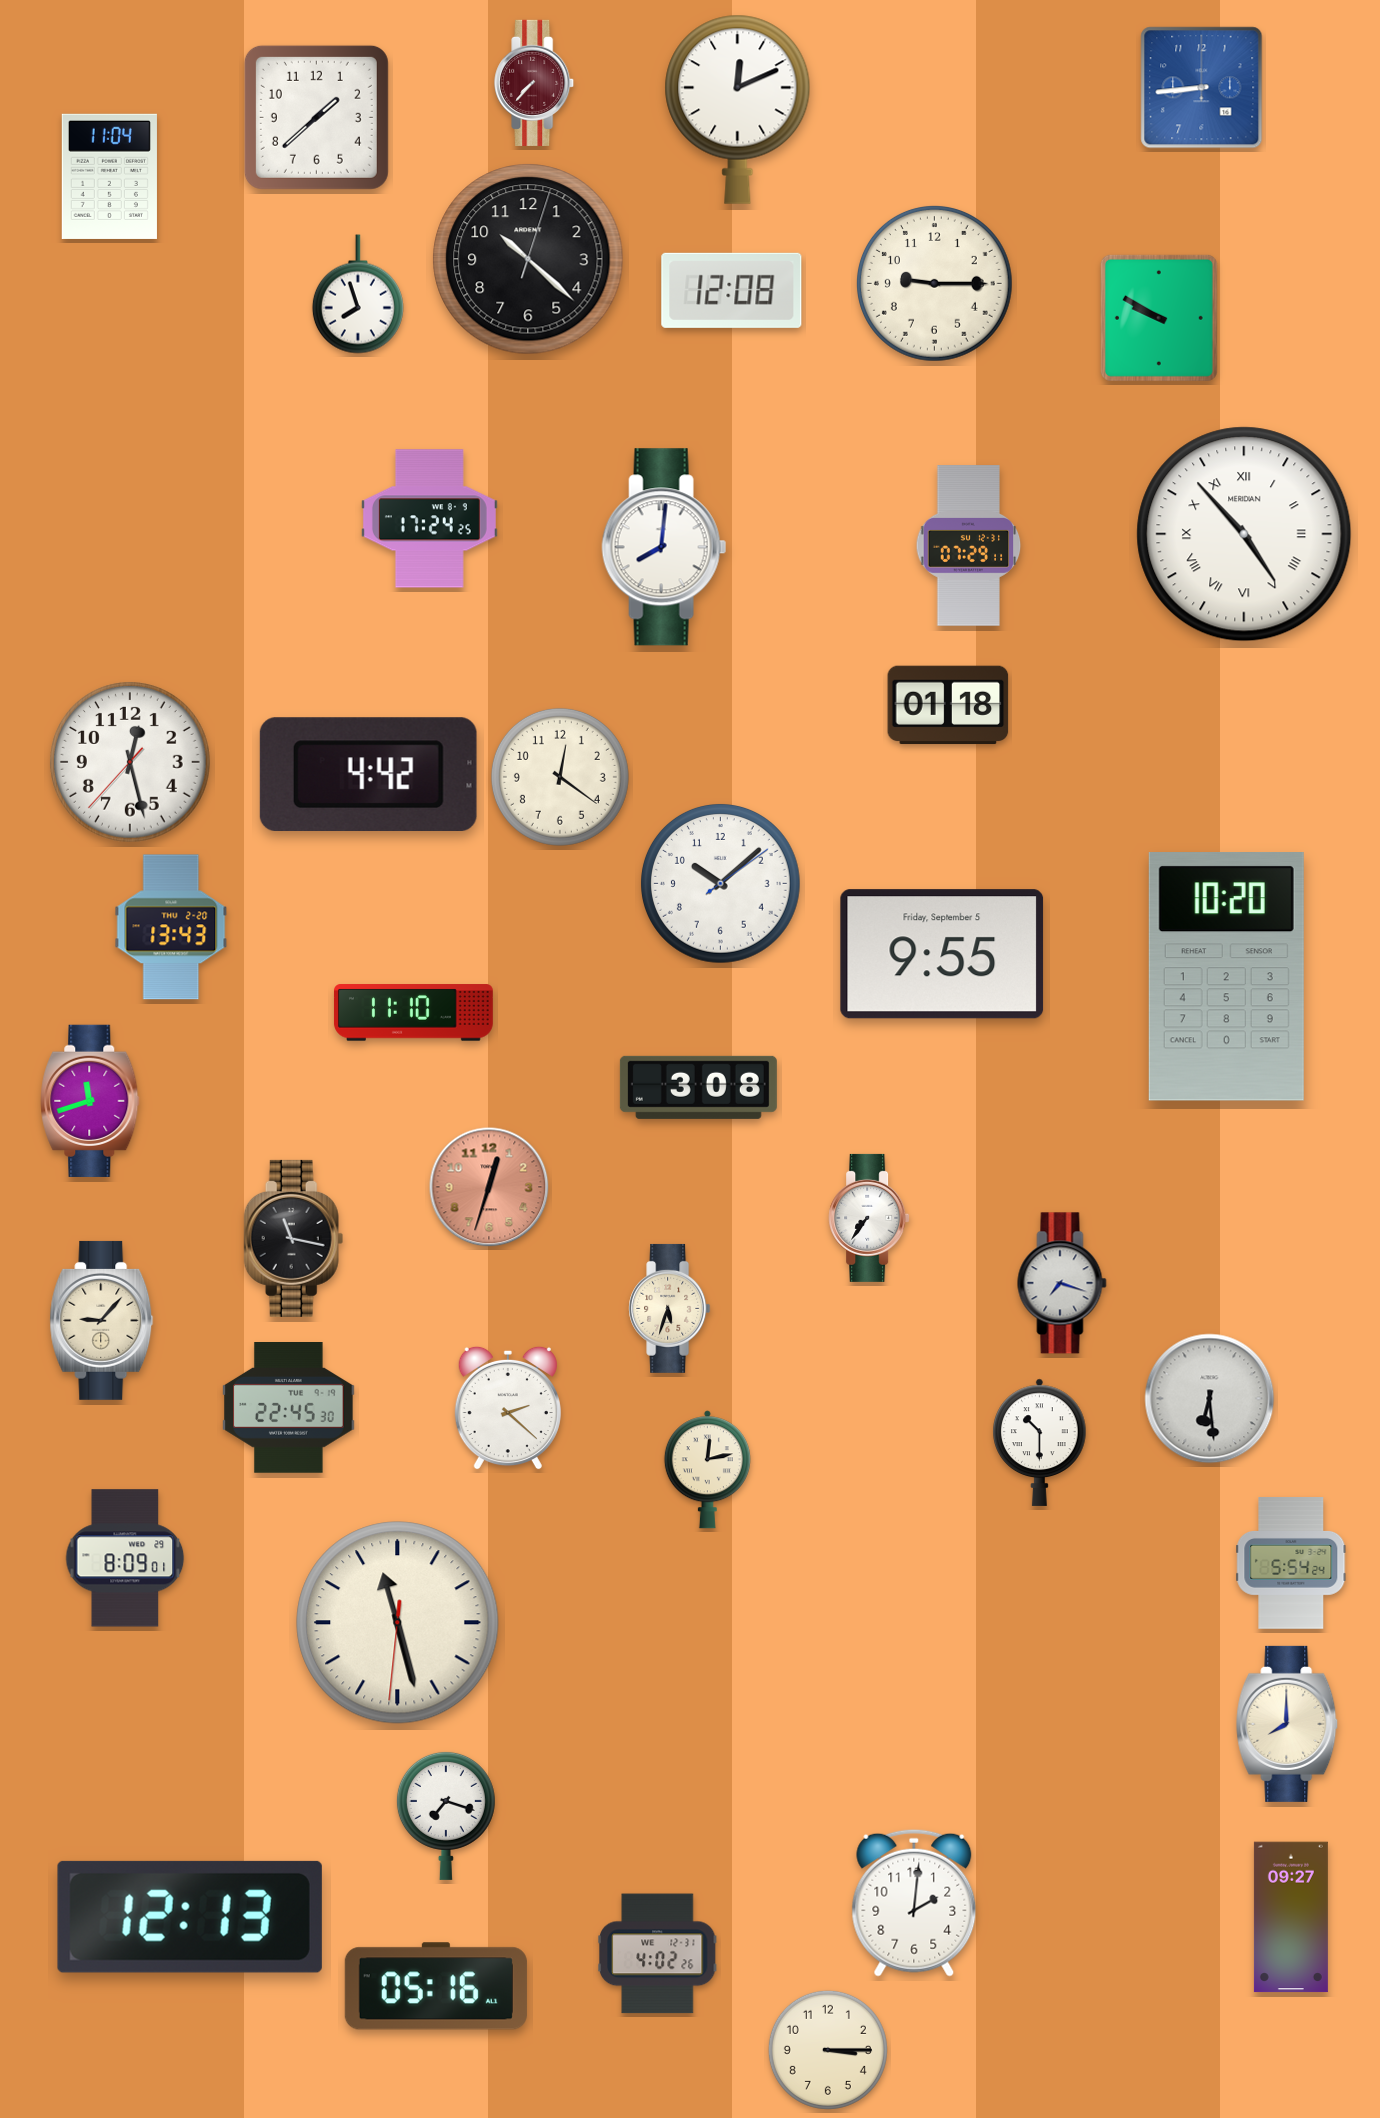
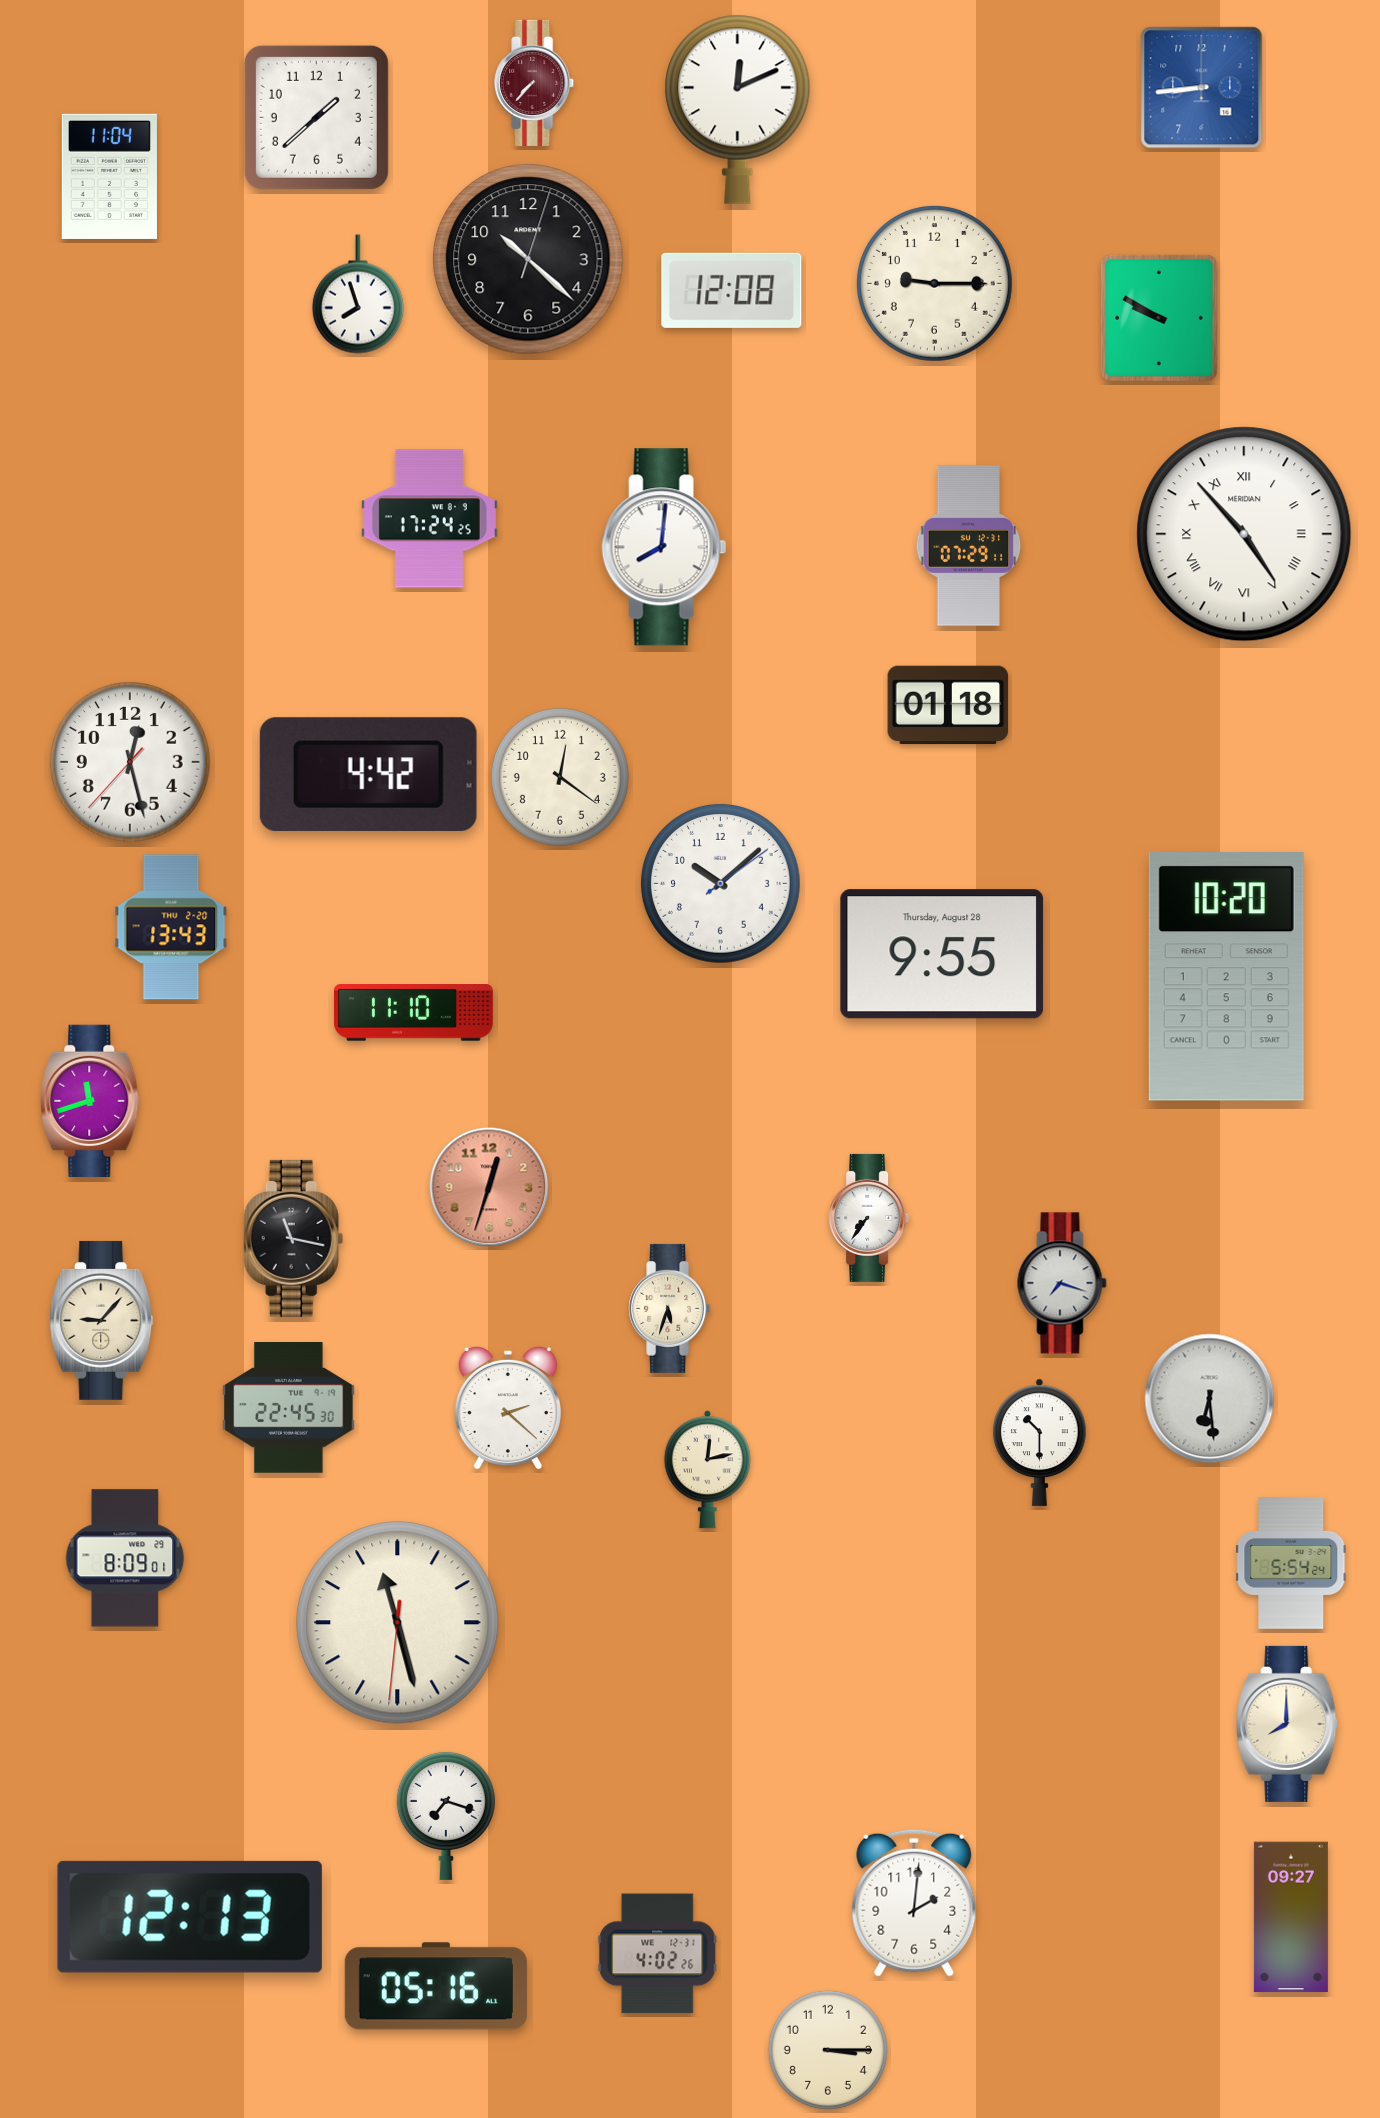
clock at (942, 954) date: Friday, September 5 -> Thursday, August 28
clock at (698, 1087): 3:08 -> none
